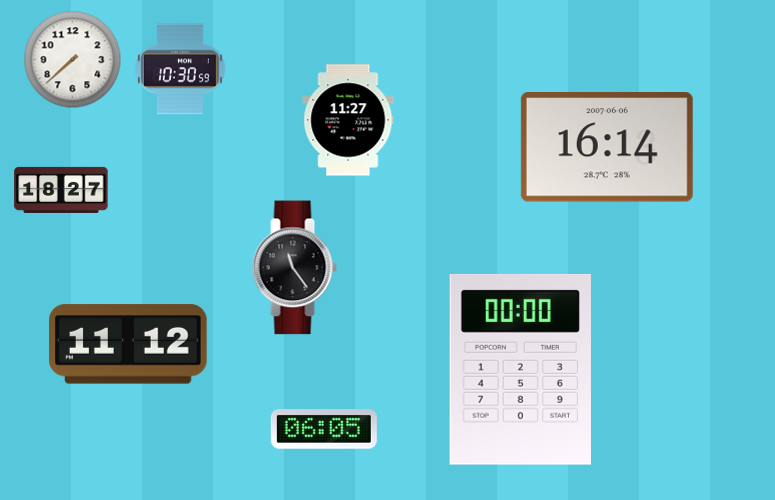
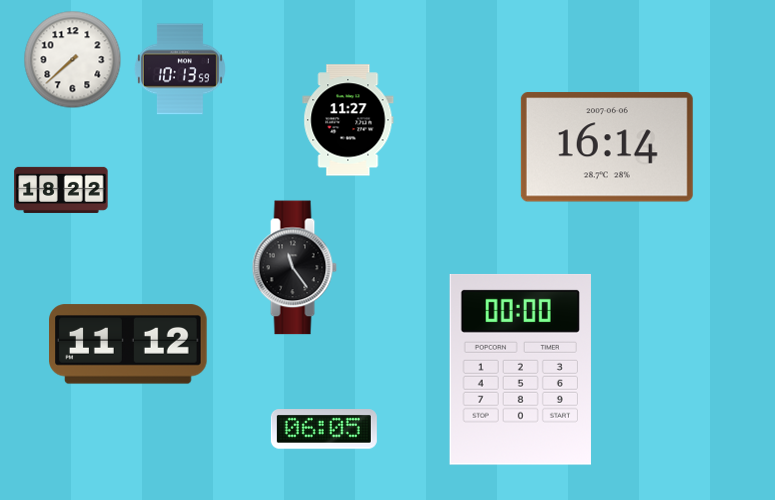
clock at (180, 69): 10:30 -> 10:13
clock at (61, 190): 18:27 -> 18:22
